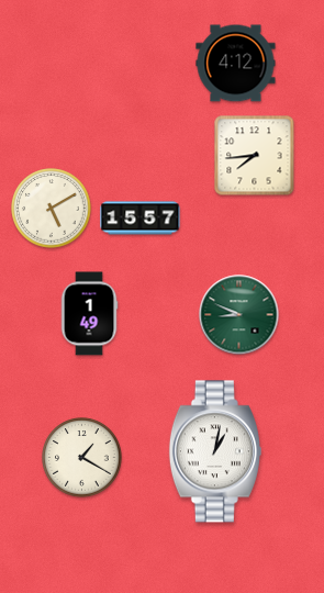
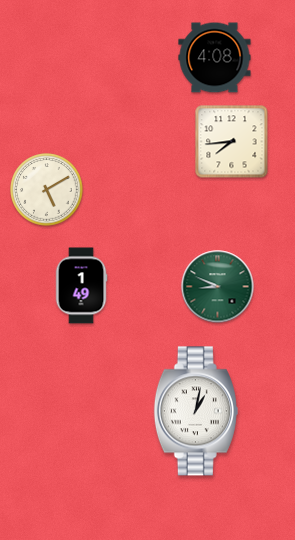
clock at (236, 64): 4:12 -> 4:08
clock at (141, 219): 15:57 -> none
clock at (82, 458): 1:20 -> none
